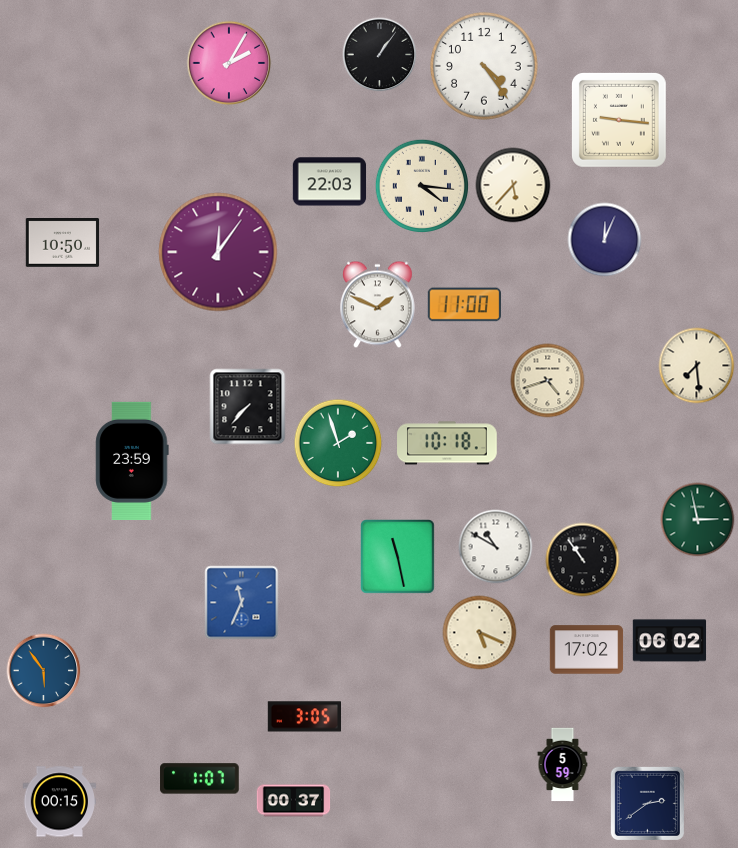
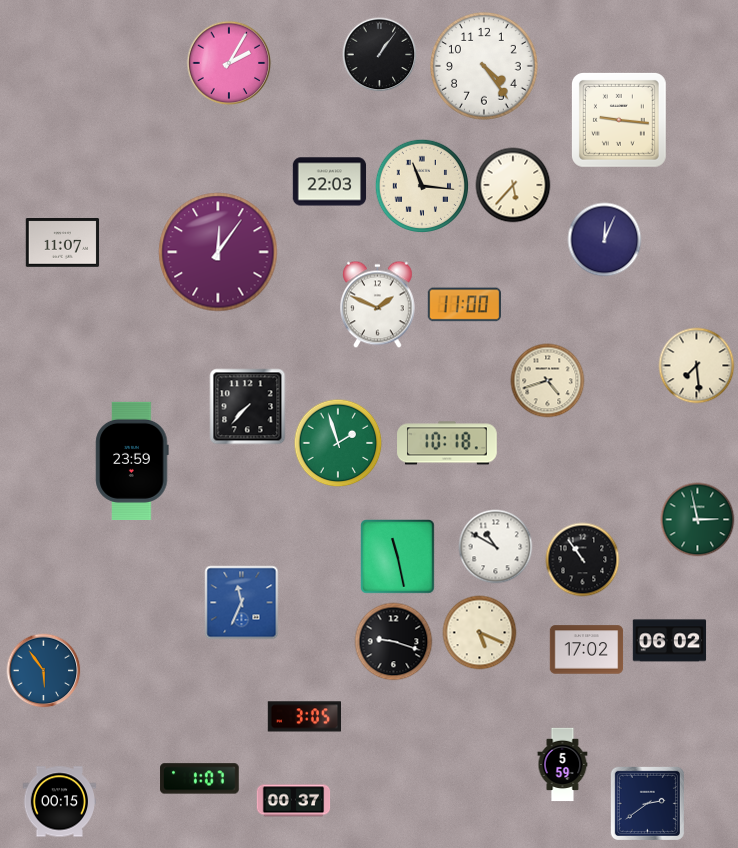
clock at (421, 185): 4:16 -> 11:16
clock at (63, 243): 10:50 -> 11:07
clock at (394, 642): none -> 9:18
